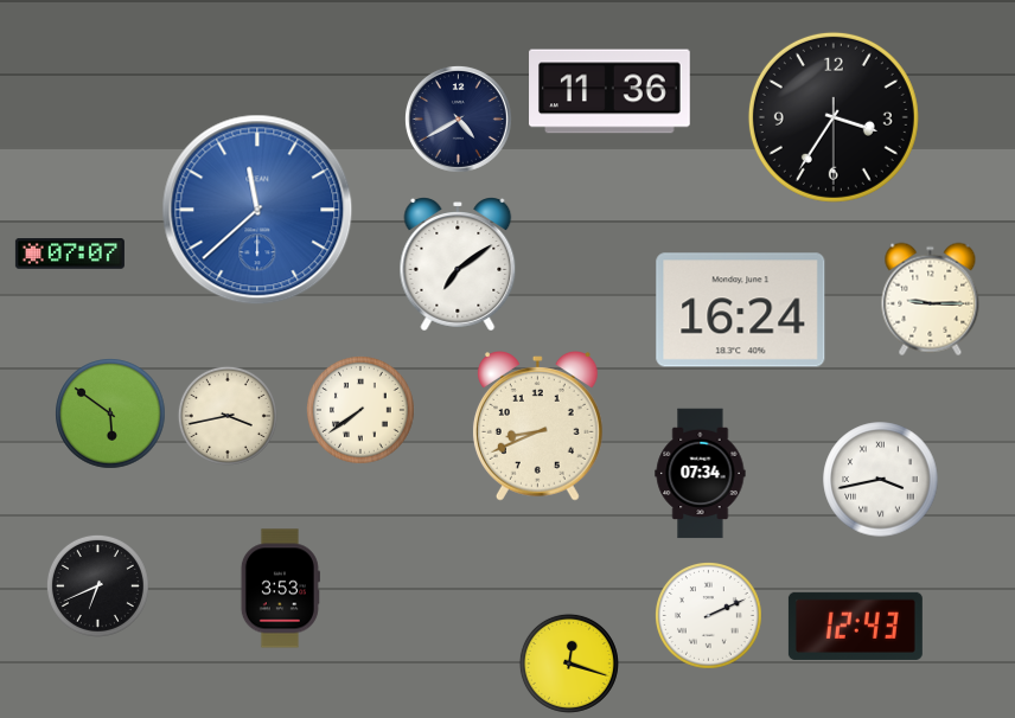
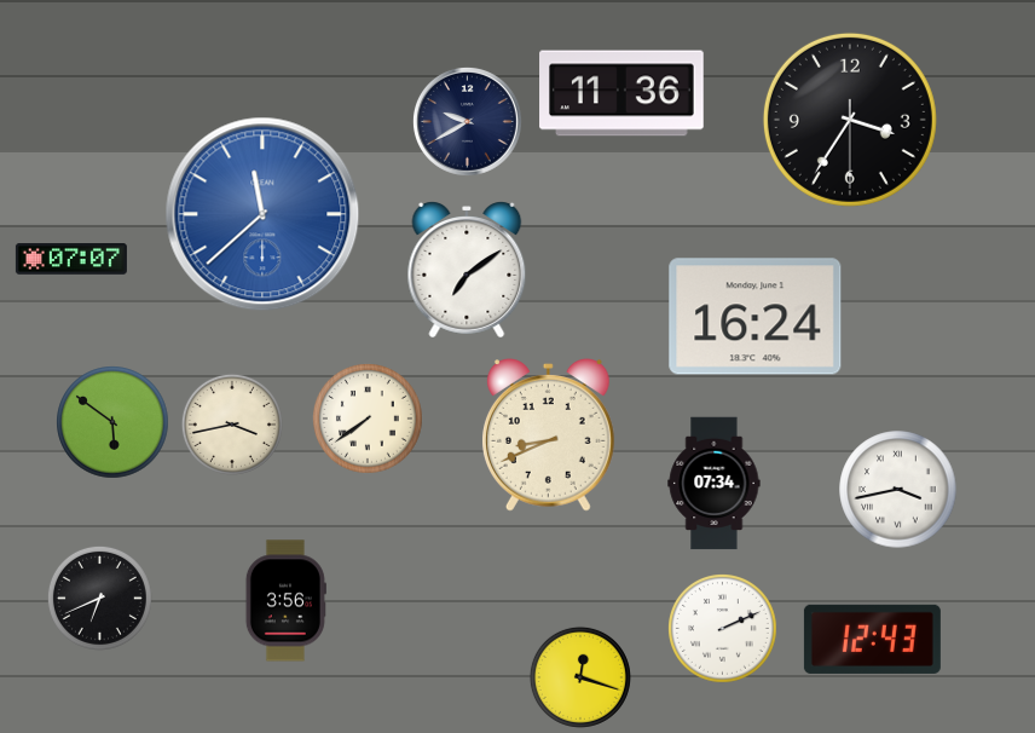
clock at (459, 120): 4:40 -> 9:40
clock at (931, 300): 9:15 -> none
clock at (280, 589): 3:53 -> 3:56
